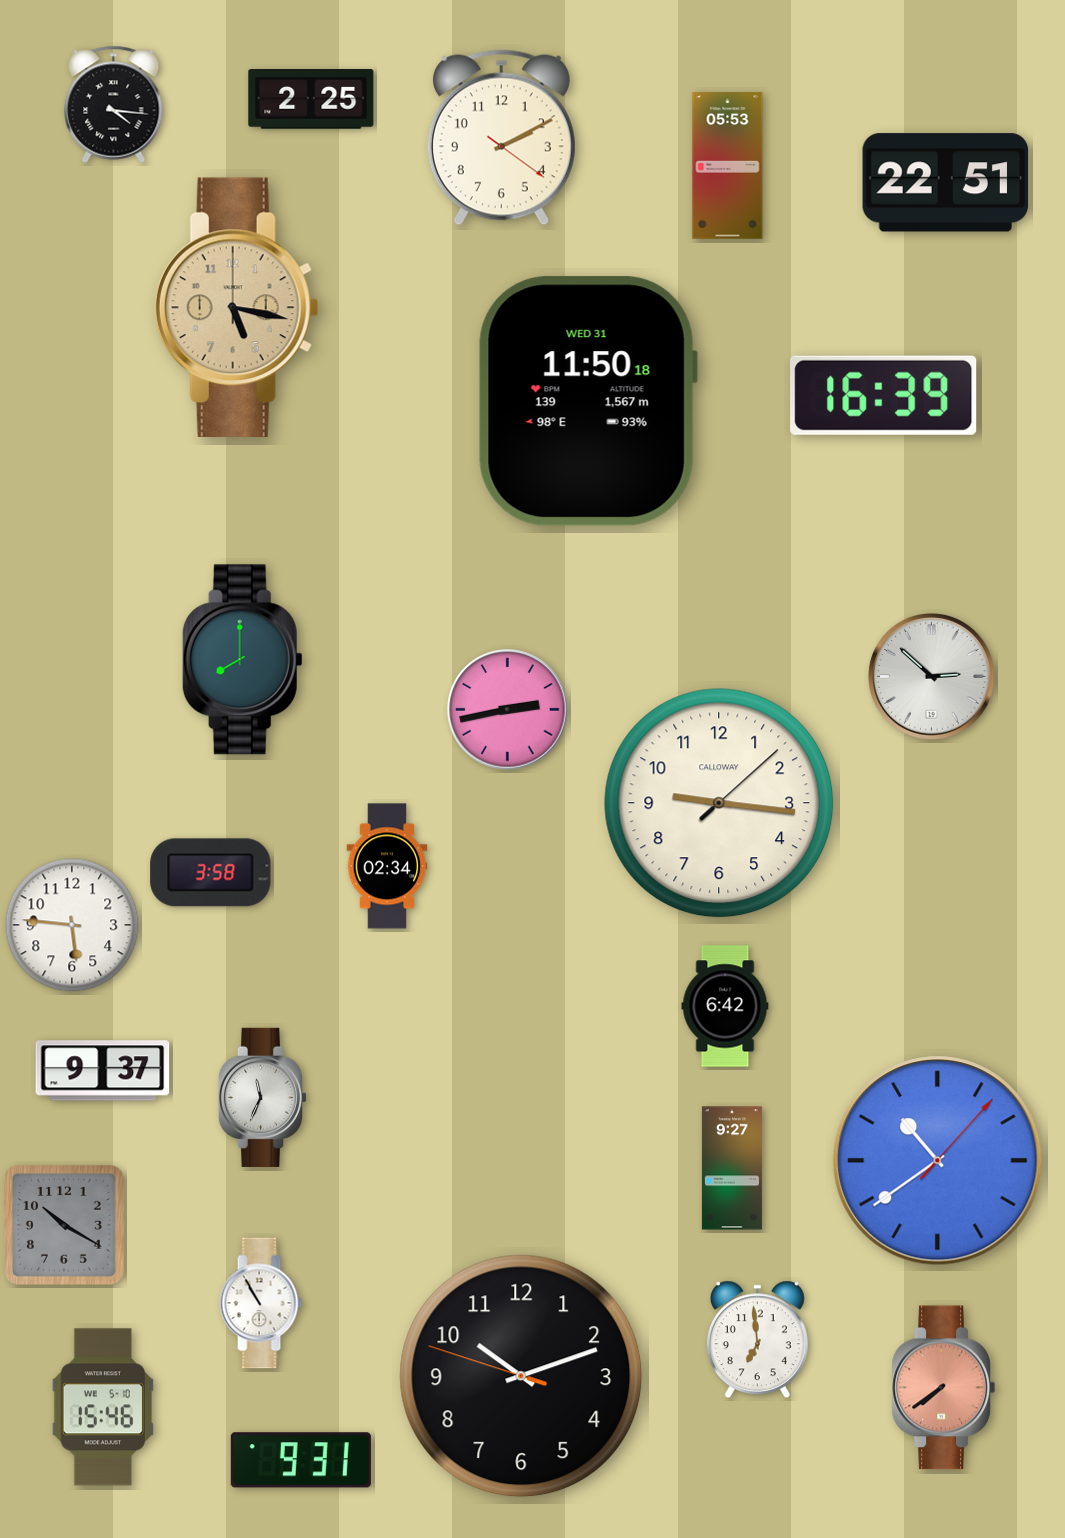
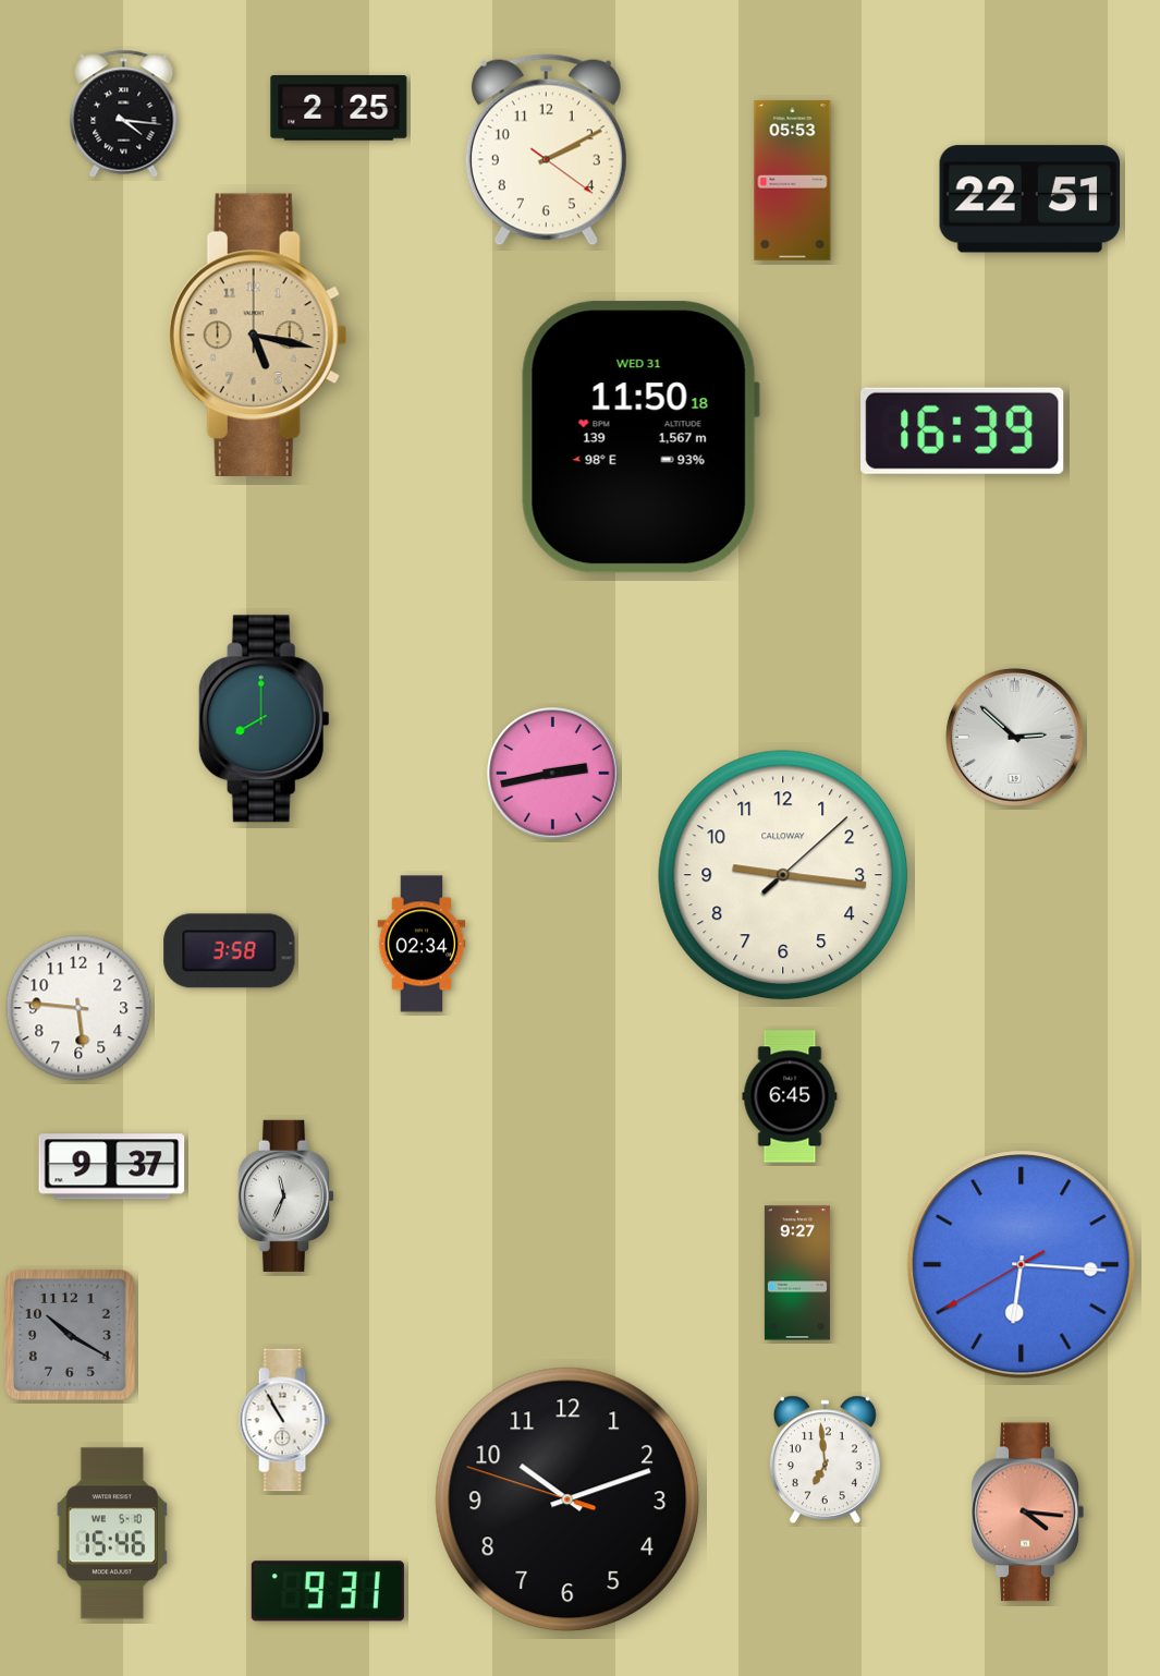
clock at (725, 1006): 6:42 -> 6:45
clock at (938, 1161): 10:39 -> 6:15
clock at (943, 1388): 7:39 -> 4:16
